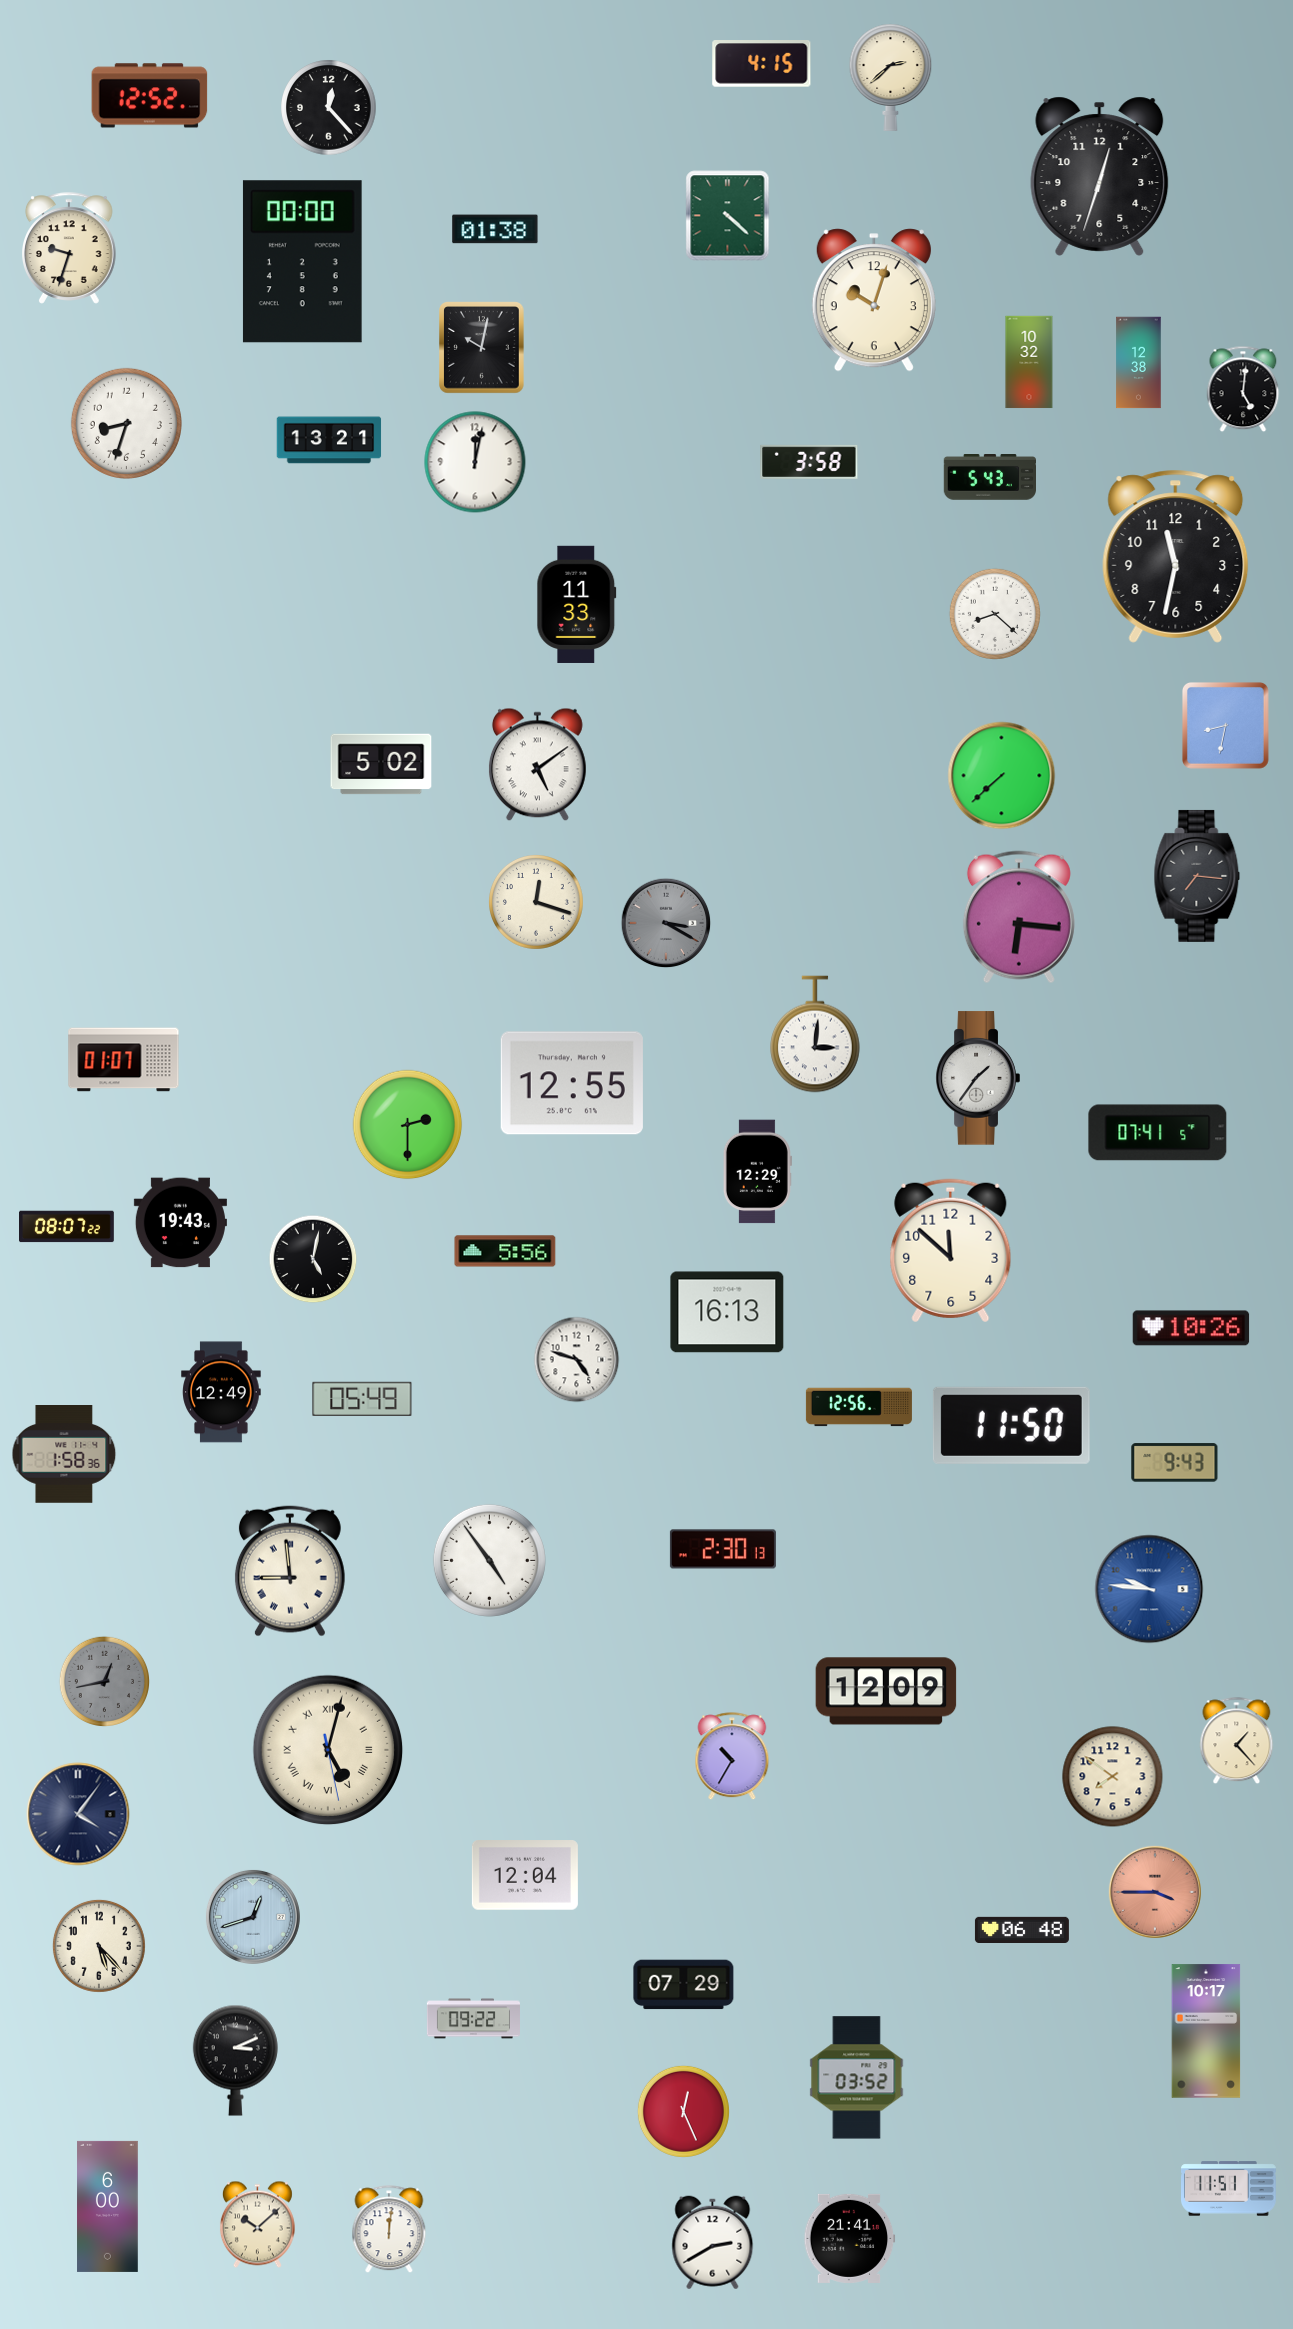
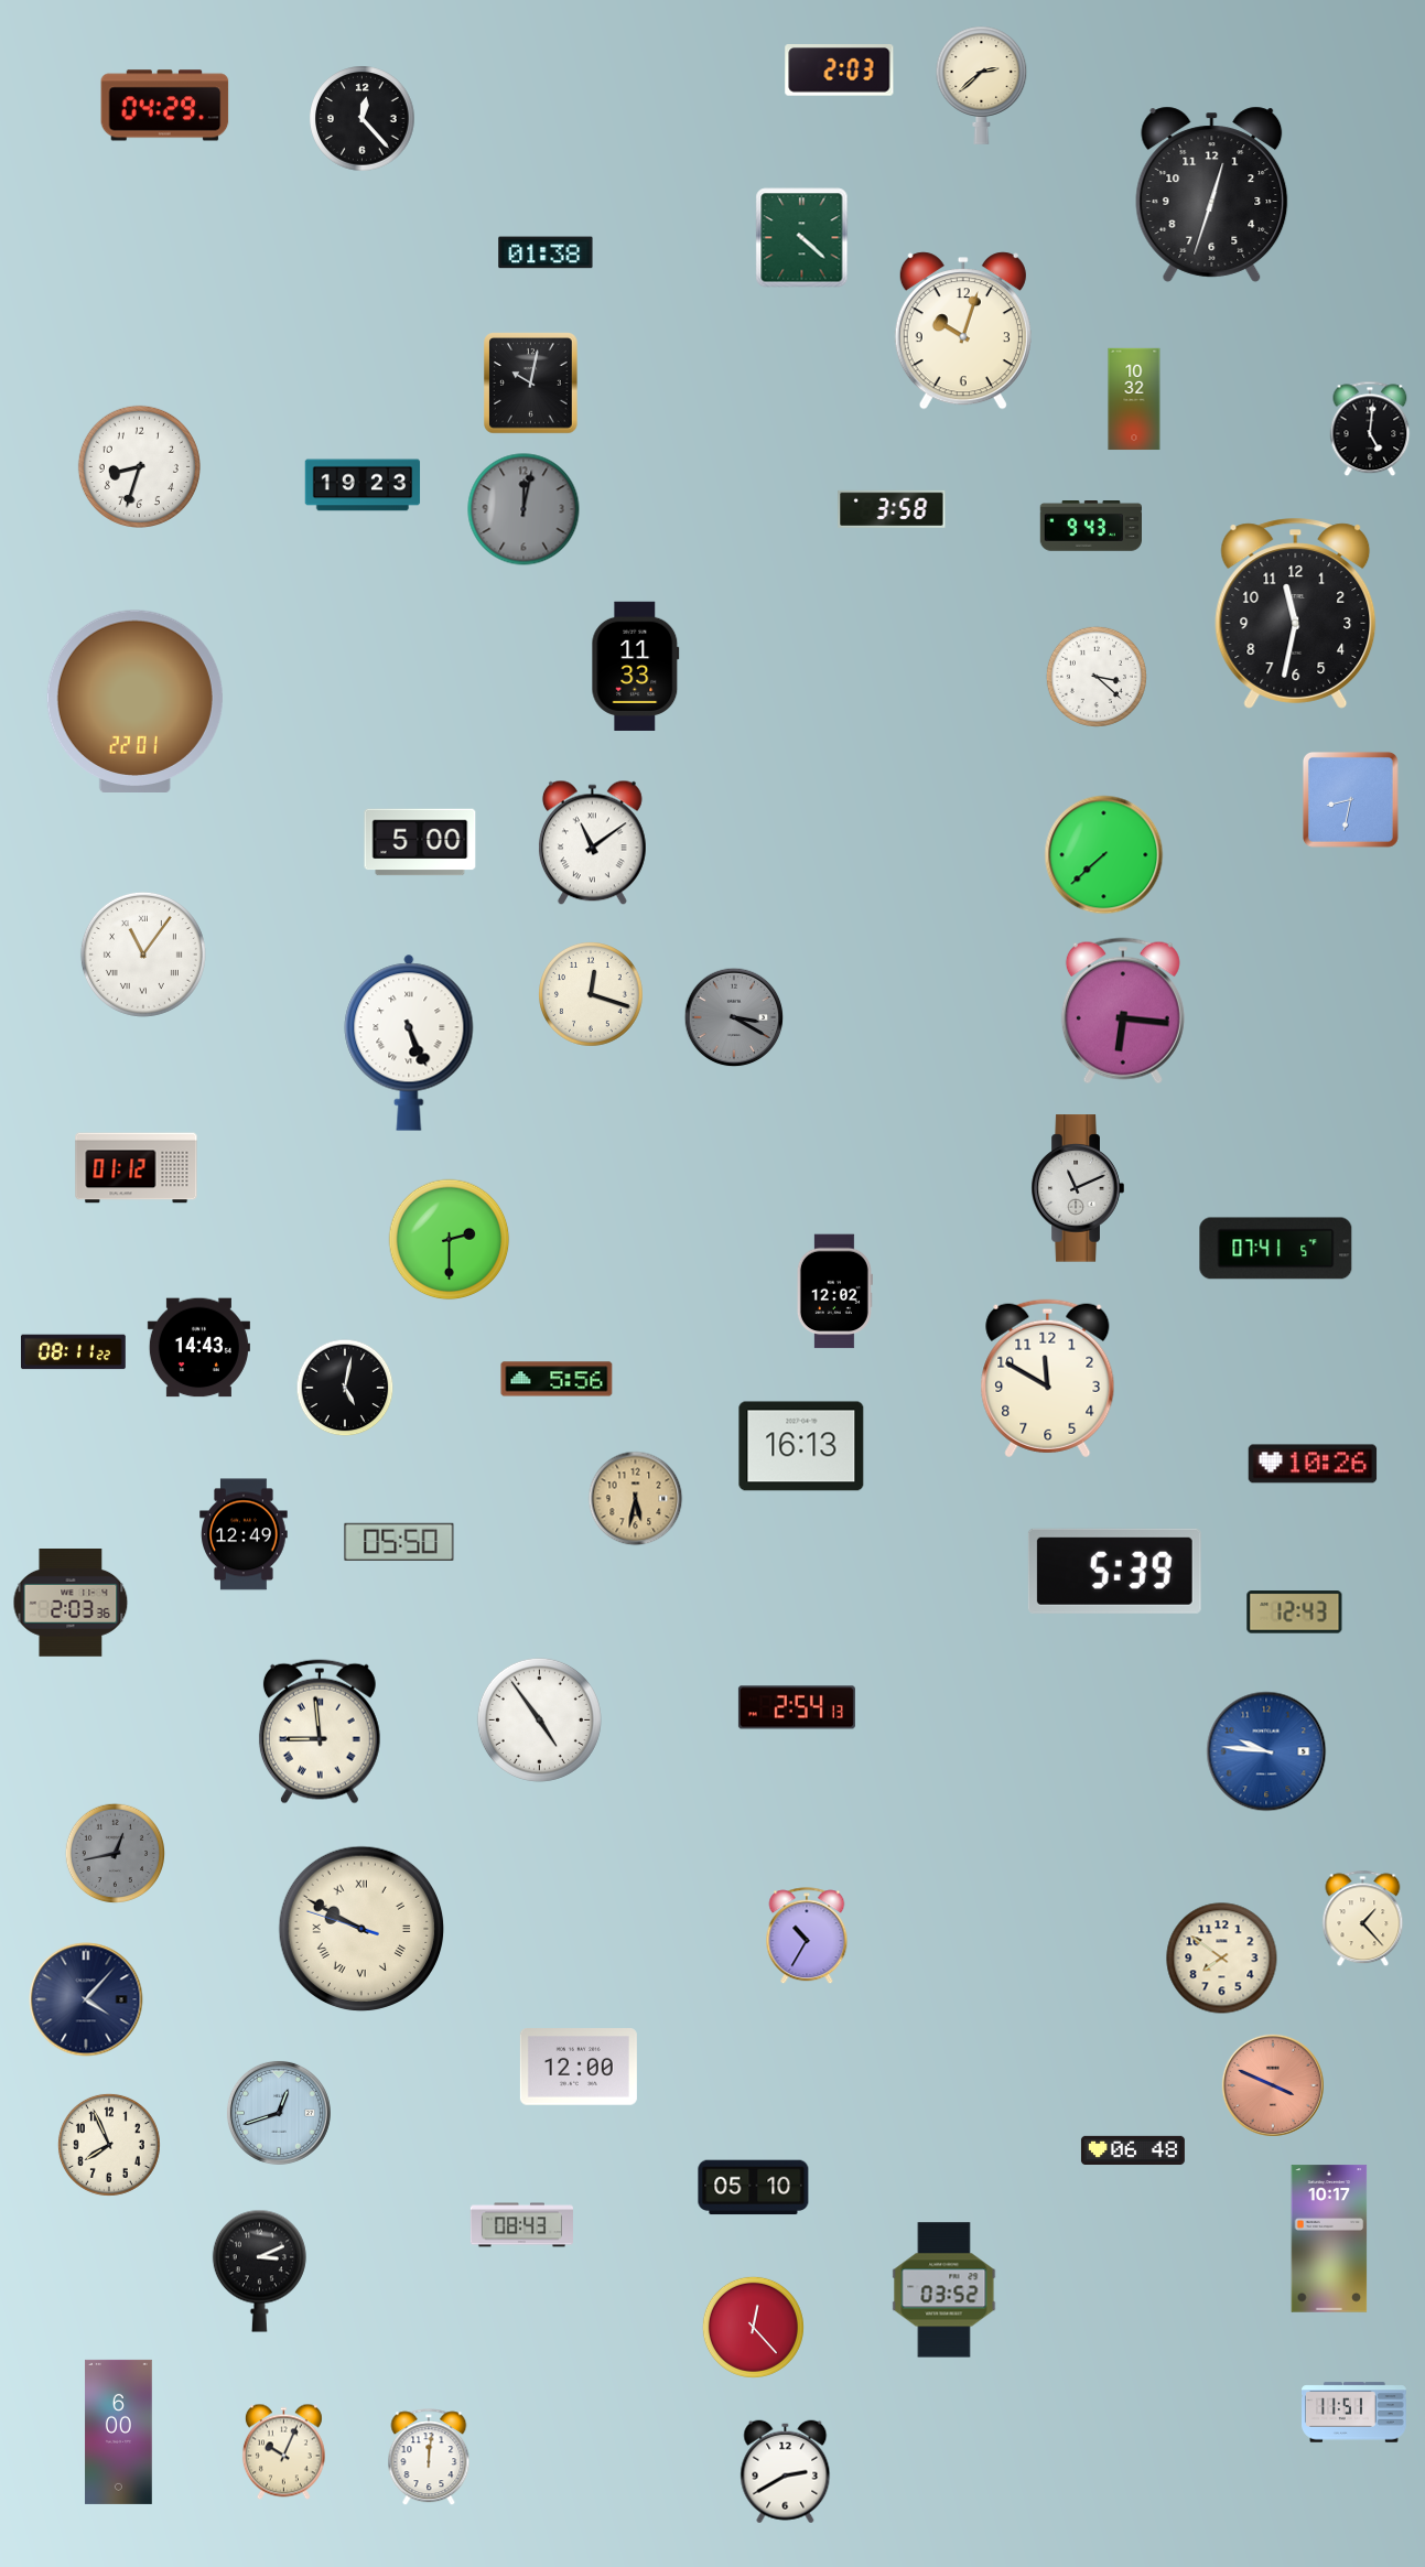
clock at (762, 64): 4:15 -> 2:03
clock at (150, 96): 12:52 -> 04:29
clock at (70, 248): 9:33 -> none
clock at (302, 262): 00:00 -> none
clock at (1139, 363): 12:38 -> none
clock at (329, 440): 13:21 -> 19:23
clock at (475, 462) dial: white -> grey
clock at (989, 478): 5:43 -> 9:43
clock at (995, 614): 8:22 -> 3:22
clock at (134, 702): none -> 22:01
clock at (381, 764): 5:02 -> 5:00
clock at (537, 765): 5:09 -> 11:09
clock at (143, 954): none -> 11:06
clock at (1197, 876): 7:16 -> none
clock at (409, 1043): none -> 5:26
clock at (815, 1034): 3:01 -> none
clock at (124, 1060): 01:07 -> 01:12
clock at (978, 1078): 1:36 -> 11:11
clock at (572, 1083): 12:55 -> none
clock at (757, 1172): 12:29 -> 12:02
clock at (180, 1223): 19:43 -> 14:43
clock at (67, 1227): 08:07 -> 08:11
clock at (951, 1251): 11:52 -> 11:50
clock at (577, 1360): 4:48 -> 5:32
clock at (577, 1360) dial: white -> champagne
clock at (362, 1399): 05:49 -> 05:50
clock at (859, 1407): 12:56 -> none
clock at (1011, 1425): 11:50 -> 5:39
clock at (64, 1455): 1:58 -> 2:03
clock at (1175, 1463): 9:43 -> 12:43
clock at (723, 1549): 2:30 -> 2:54
clock at (886, 1691): 12:09 -> none
clock at (328, 1750): 5:02 -> 9:49
clock at (1113, 1777) position: (1113, 1777) -> (1222, 1959)
clock at (78, 1814): 4:06 -> 4:07
clock at (525, 1875): 12:04 -> 12:00
clock at (1155, 1892): 3:45 -> 3:49
clock at (1022, 1929) position: (1022, 1929) -> (1133, 2149)
clock at (99, 1946): 5:23 -> 7:56
clock at (684, 1985): 07:29 -> 05:10
clock at (473, 2019): 09:22 -> 08:43
clock at (683, 2111): 12:26 -> 12:23
clock at (257, 2225): 10:08 -> 10:04
clock at (850, 2238): 21:41 -> none
